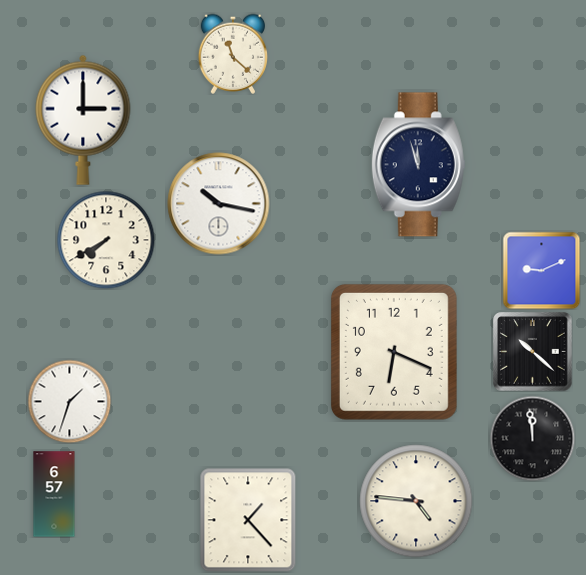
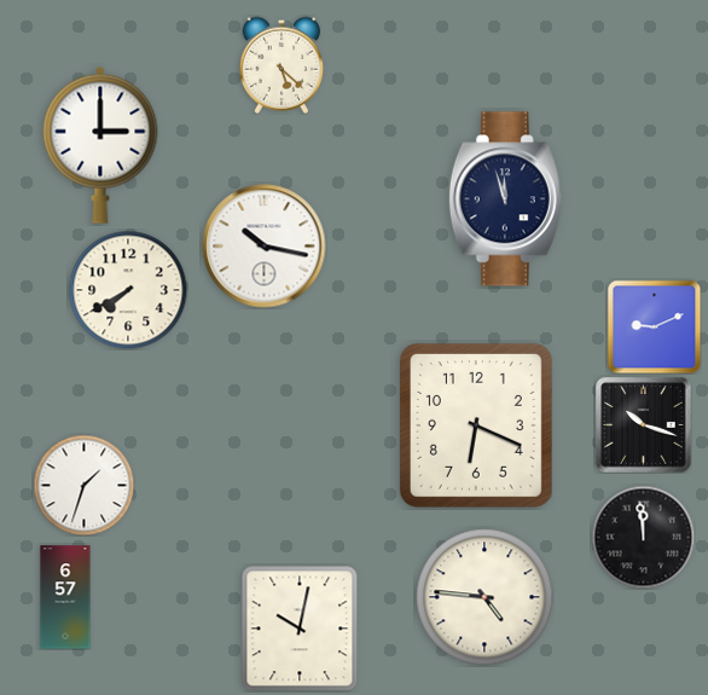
clock at (232, 54): 11:22 -> 5:22
clock at (533, 352): 10:22 -> 10:18
clock at (532, 438) position: (532, 438) -> (643, 537)
clock at (416, 501) position: (416, 501) -> (484, 597)
clock at (248, 520): 1:23 -> 10:02
